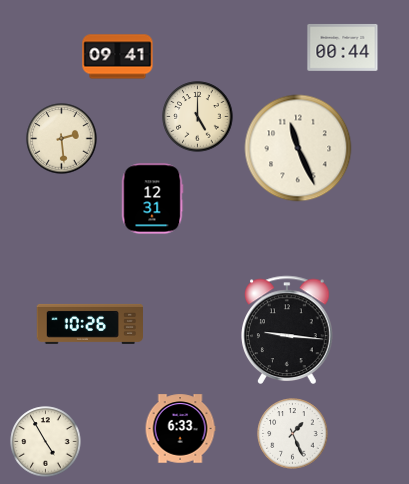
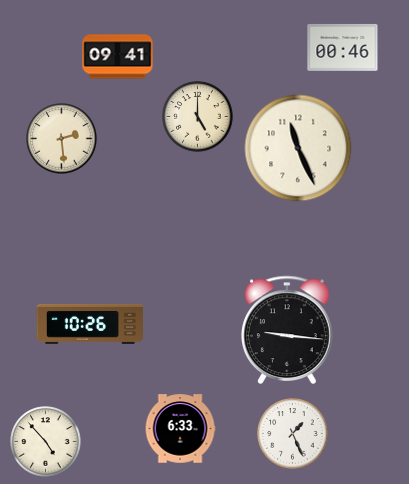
clock at (343, 47): 00:44 -> 00:46
clock at (152, 199): 12:31 -> none
clock at (46, 442): 4:55 -> 4:53
